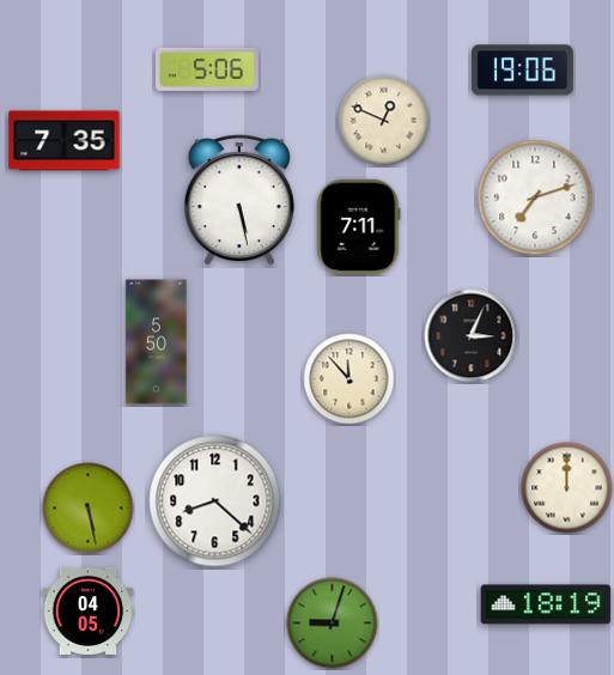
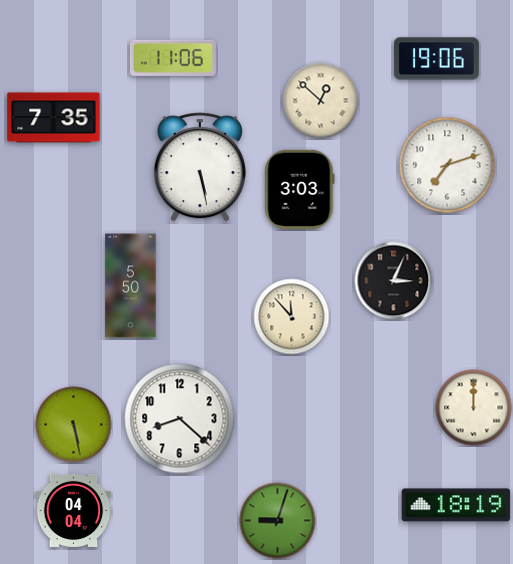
clock at (207, 69): 5:06 -> 11:06
clock at (384, 121): 12:49 -> 12:52
clock at (359, 226): 7:11 -> 3:03
clock at (89, 610): 04:05 -> 04:04
